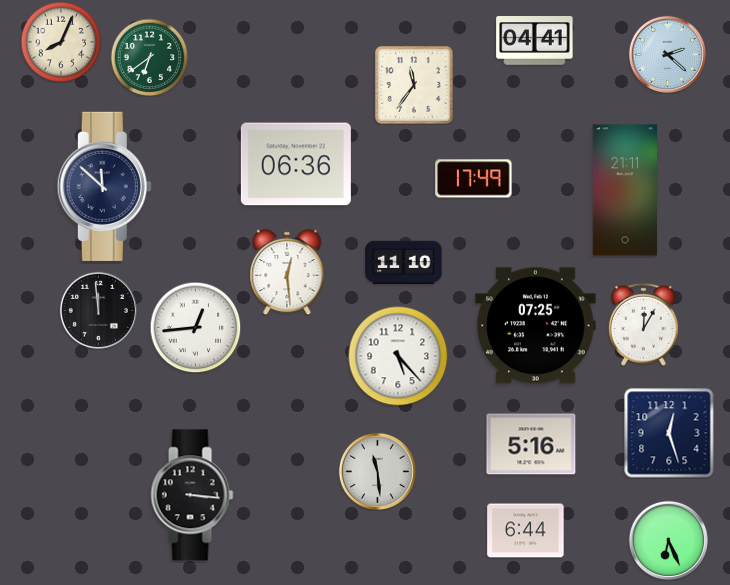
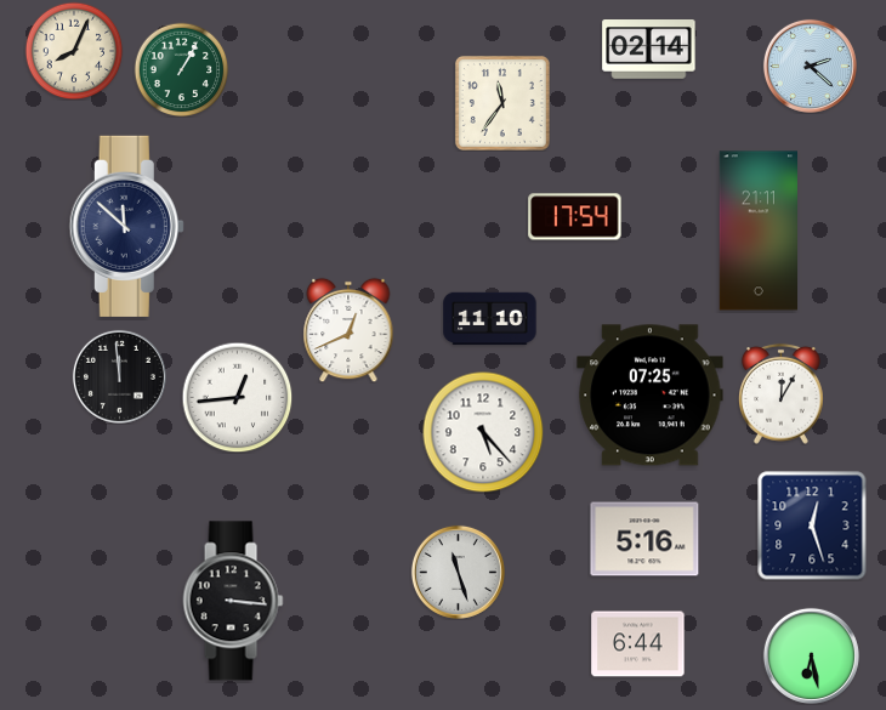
clock at (535, 41): 04:41 -> 02:14
clock at (149, 57): 6:39 -> 1:05
clock at (296, 164): 06:36 -> none
clock at (474, 179): 17:49 -> 17:54
clock at (287, 272): 12:29 -> 12:41
clock at (377, 471): 11:29 -> 11:27
clock at (668, 540): 6:26 -> 6:28
